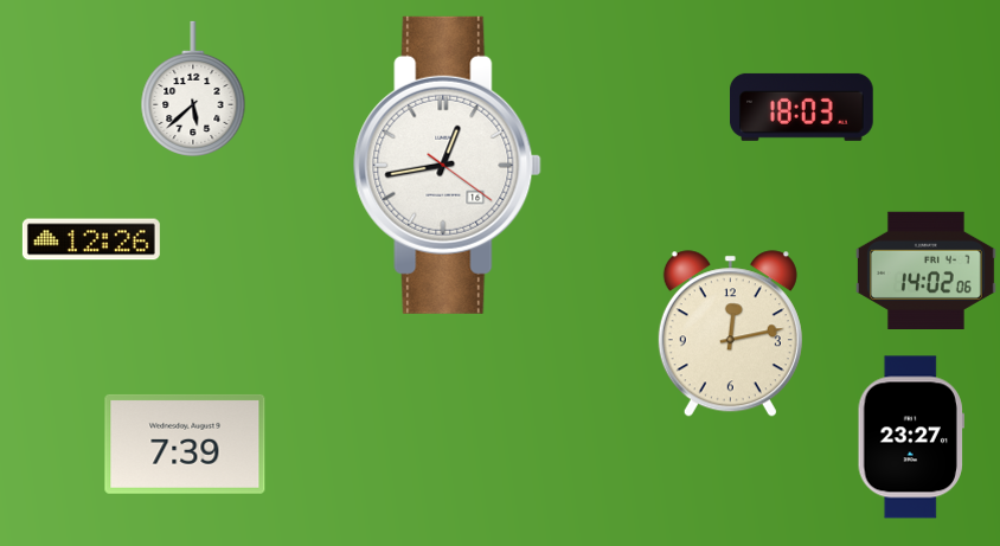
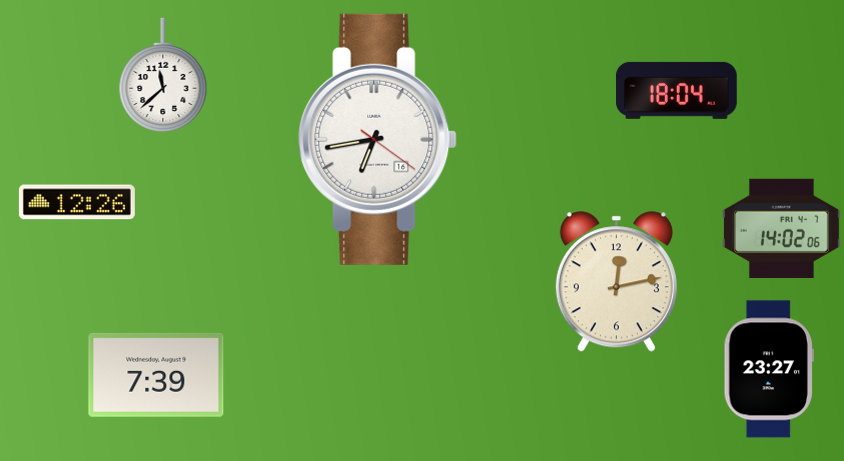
clock at (193, 89): 5:38 -> 11:38
clock at (802, 107): 18:03 -> 18:04
clock at (448, 165): 12:43 -> 6:43
